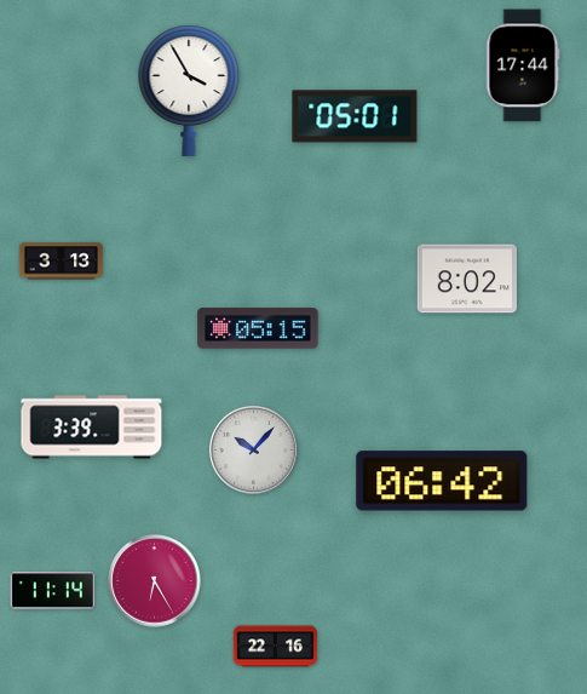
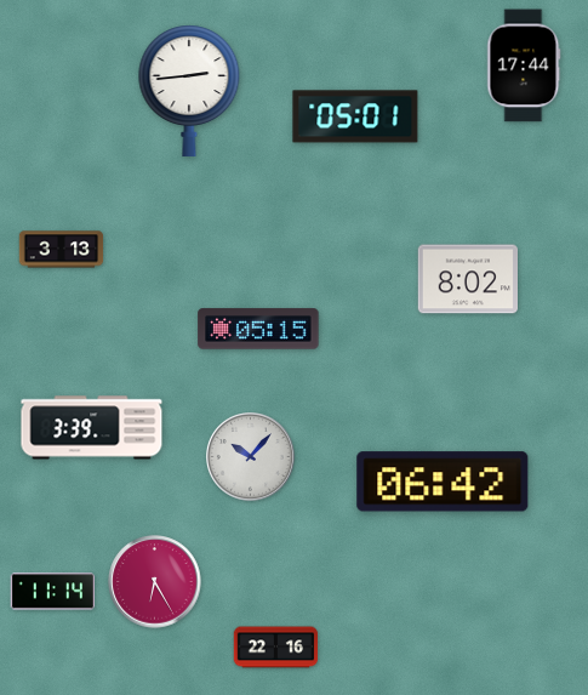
clock at (189, 91): 3:55 -> 2:44
clock at (62, 262) position: (62, 262) -> (62, 250)
clock at (254, 451) position: (254, 451) -> (251, 457)
